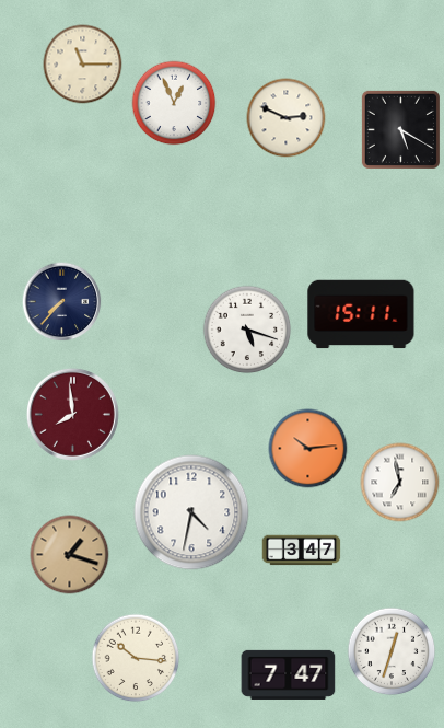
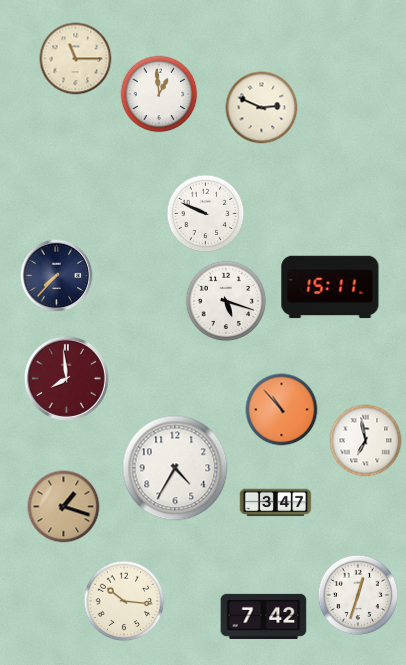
clock at (174, 103): 12:56 -> 12:59
clock at (400, 129): 5:20 -> none
clock at (206, 214): none -> 9:49
clock at (308, 449): 10:14 -> 10:53
clock at (191, 512): 4:32 -> 4:35
clock at (289, 674): 7:47 -> 7:42
